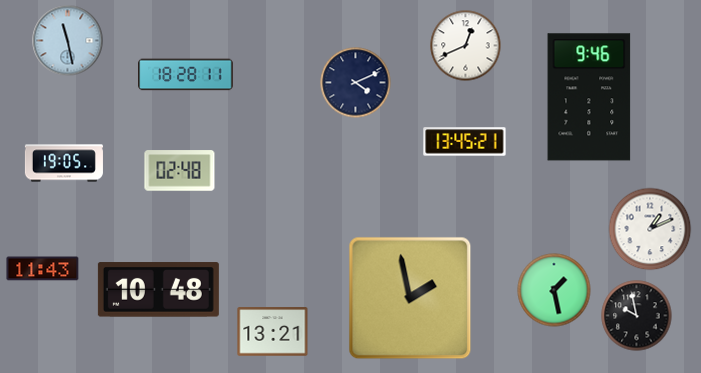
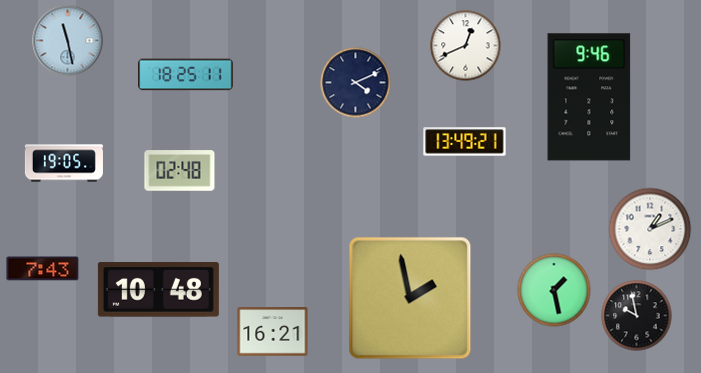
clock at (186, 75): 18:28 -> 18:25
clock at (465, 142): 13:45 -> 13:49
clock at (43, 269): 11:43 -> 7:43
clock at (273, 332): 13:21 -> 16:21
